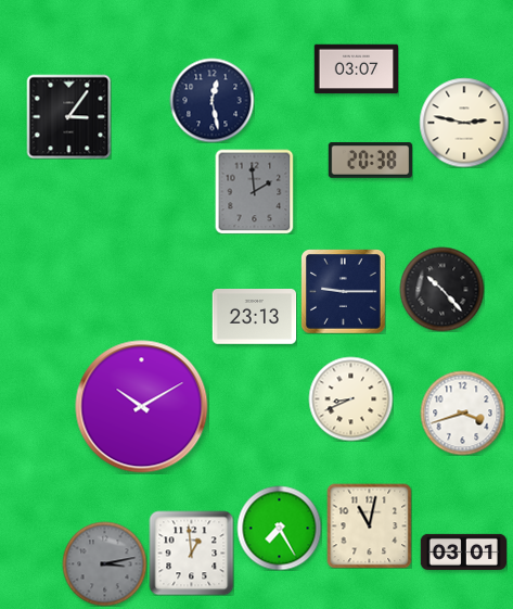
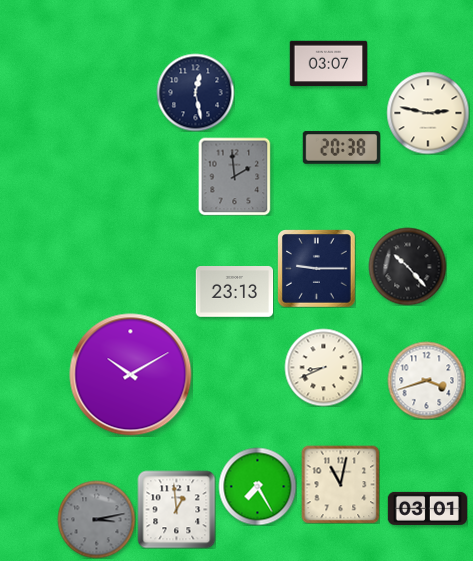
clock at (68, 116): 3:06 -> none
